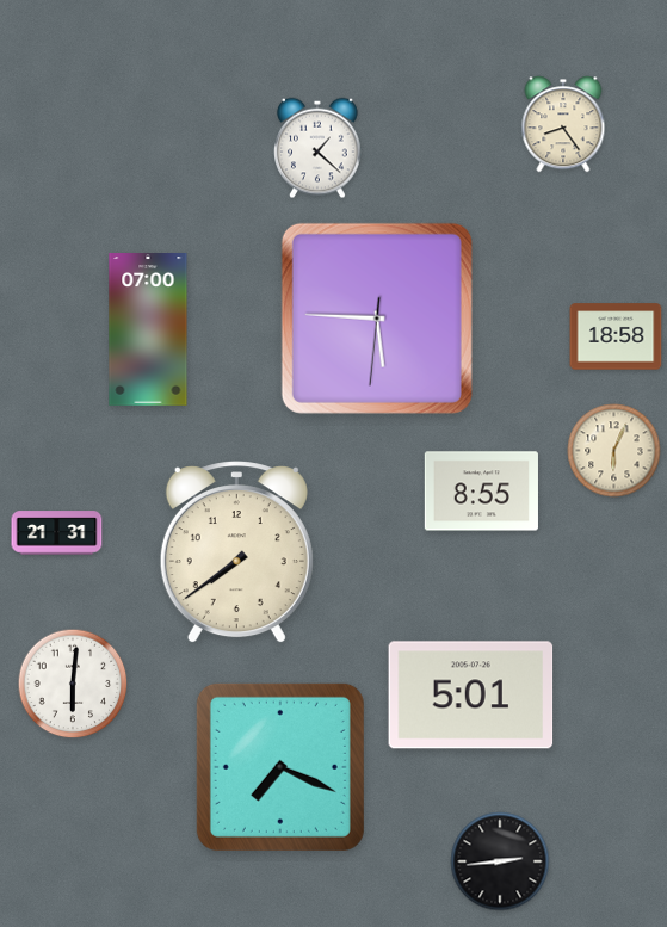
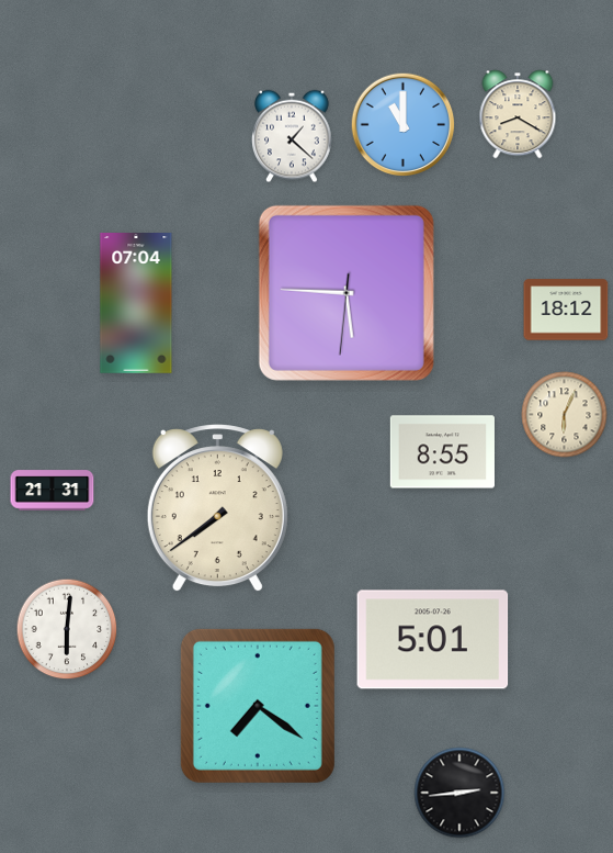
clock at (563, 124): 8:24 -> 8:20
clock at (404, 125): none -> 11:00
clock at (148, 330): 07:00 -> 07:04
clock at (616, 336): 18:58 -> 18:12
clock at (280, 767): 7:19 -> 7:21
